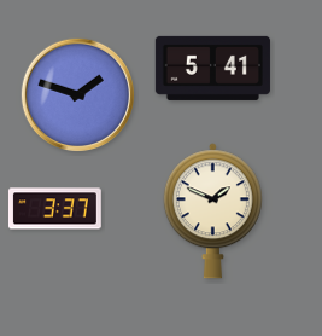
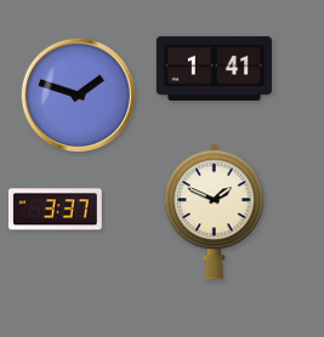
clock at (212, 68): 5:41 -> 1:41
